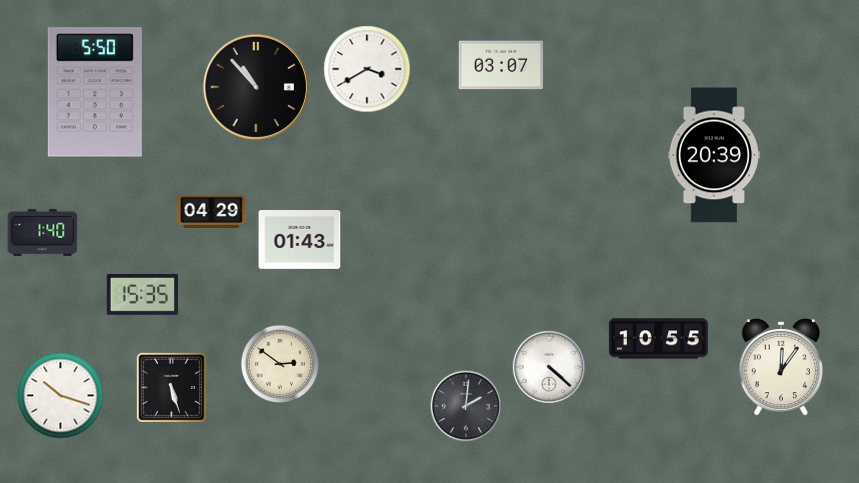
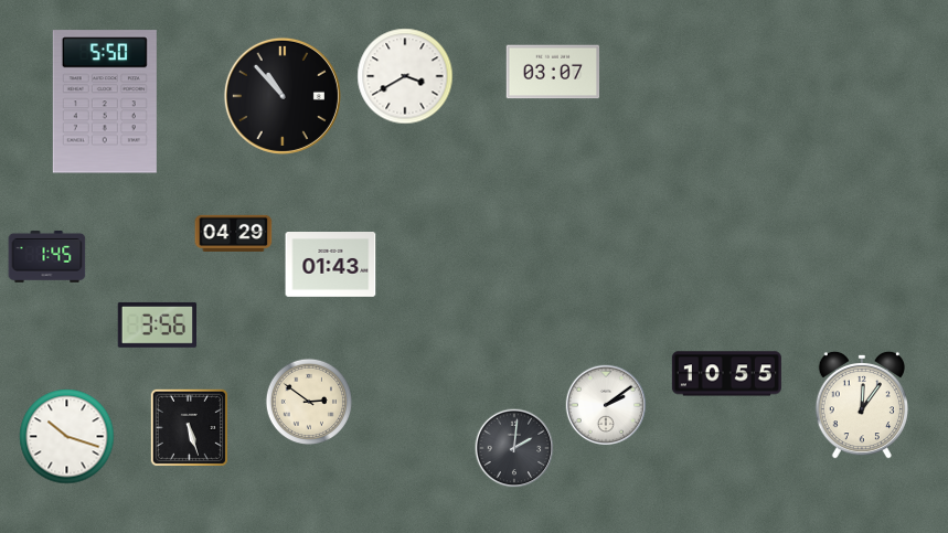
clock at (714, 155): 20:39 -> none
clock at (43, 232): 1:40 -> 1:45
clock at (142, 294): 15:35 -> 3:56
clock at (549, 367): 4:22 -> 2:09
